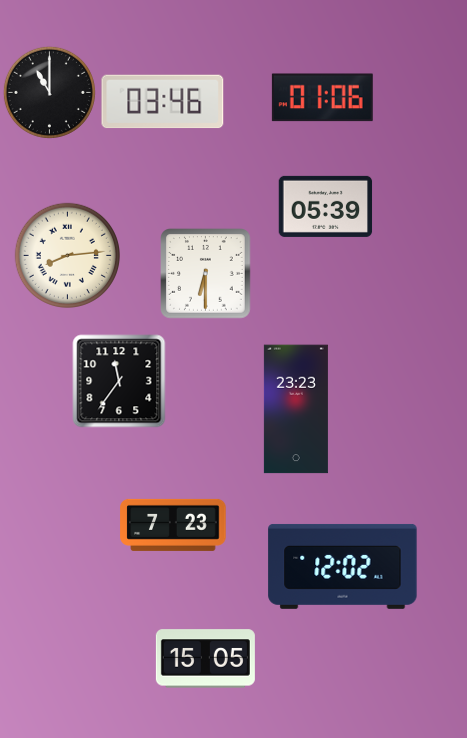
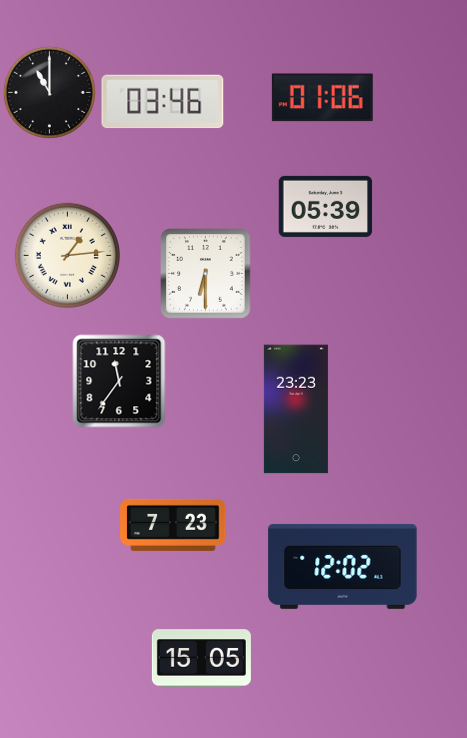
clock at (67, 255): 8:14 -> 1:14
clock at (205, 659) position: (205, 659) -> (201, 659)
